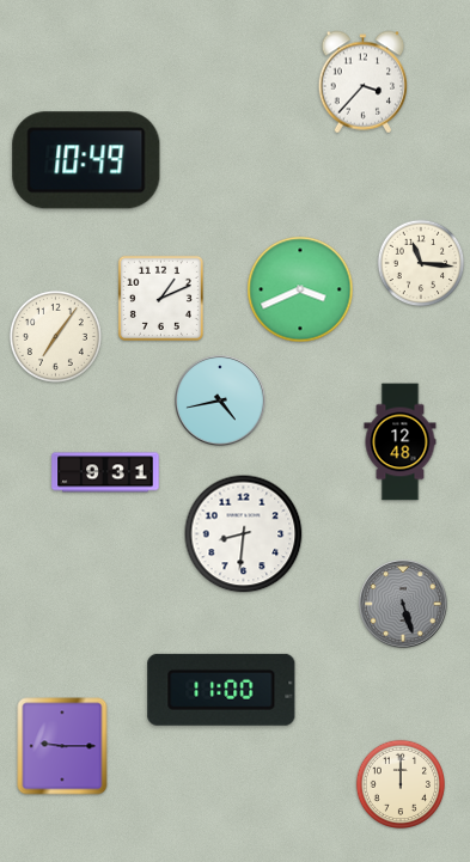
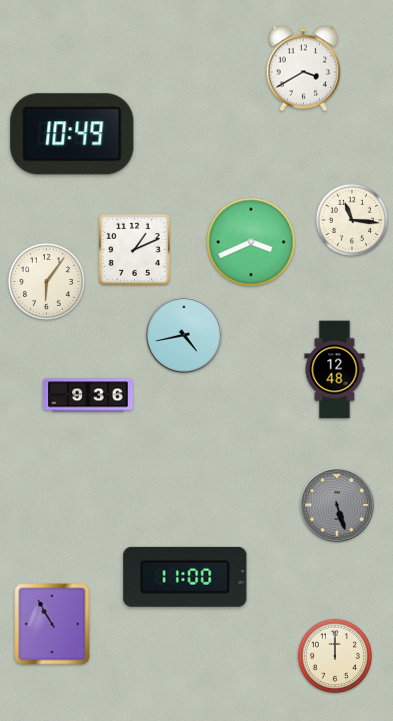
clock at (364, 82): 3:37 -> 3:40
clock at (55, 336): 7:06 -> 6:06
clock at (105, 472): 9:31 -> 9:36
clock at (244, 534): 8:31 -> none
clock at (62, 746): 9:15 -> 10:55
